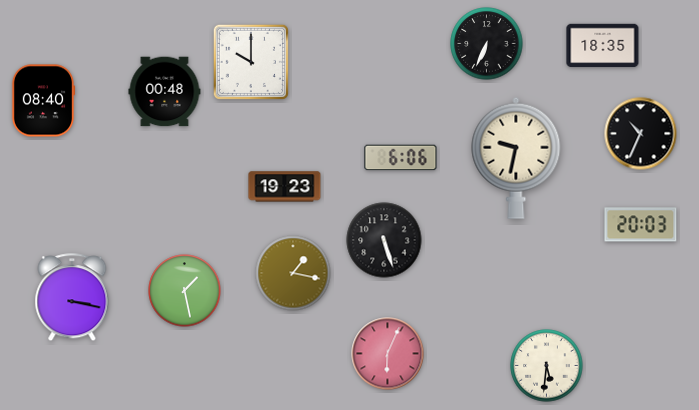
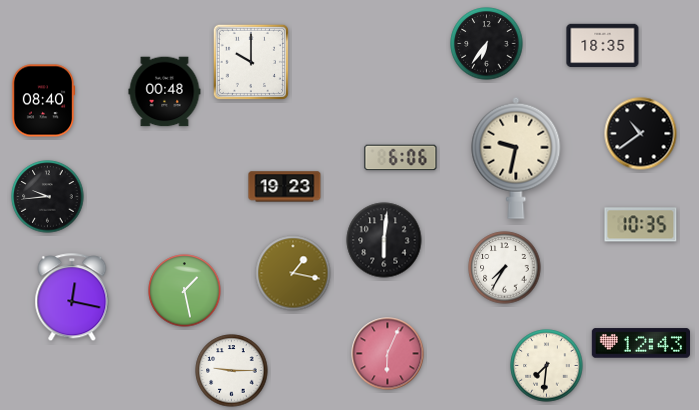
clock at (487, 44): 6:34 -> 6:36
clock at (641, 134): 10:34 -> 10:39
clock at (48, 197): none -> 9:44
clock at (641, 225): 20:03 -> 10:35
clock at (384, 240): 5:27 -> 6:01
clock at (505, 268): none -> 7:35
clock at (72, 298): 3:17 -> 12:17
clock at (640, 343): none -> 12:43
clock at (547, 366): 5:31 -> 7:31
clock at (232, 371): none -> 9:15
